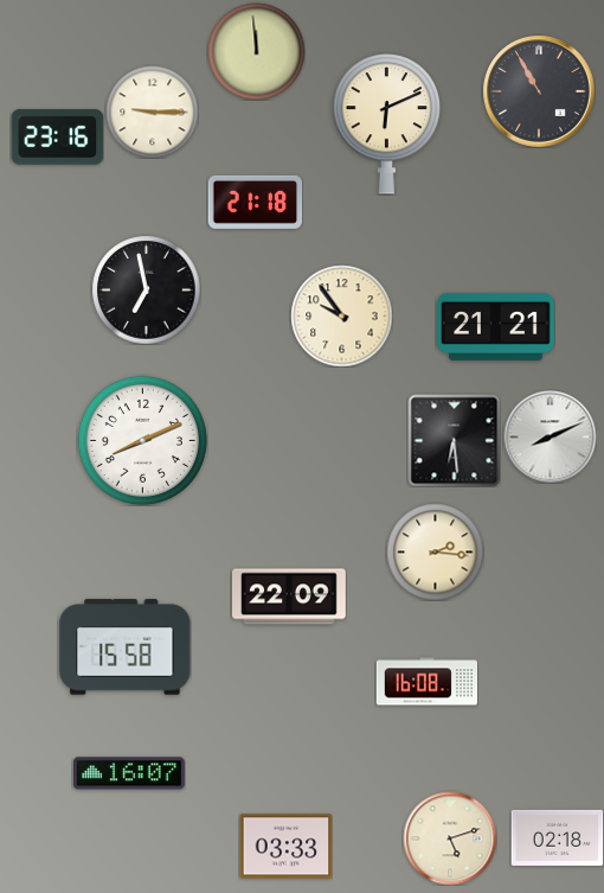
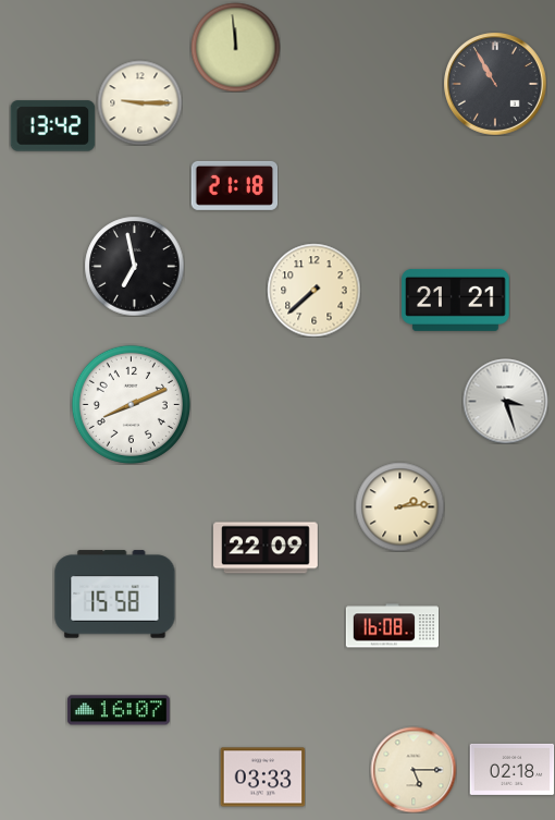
clock at (387, 125): 6:11 -> none
clock at (57, 138): 23:16 -> 13:42
clock at (341, 315): 9:54 -> 7:38
clock at (550, 436): 8:11 -> 3:27
clock at (454, 440): 6:29 -> none
clock at (435, 551): 2:16 -> 2:14
clock at (450, 838): 5:12 -> 5:15
